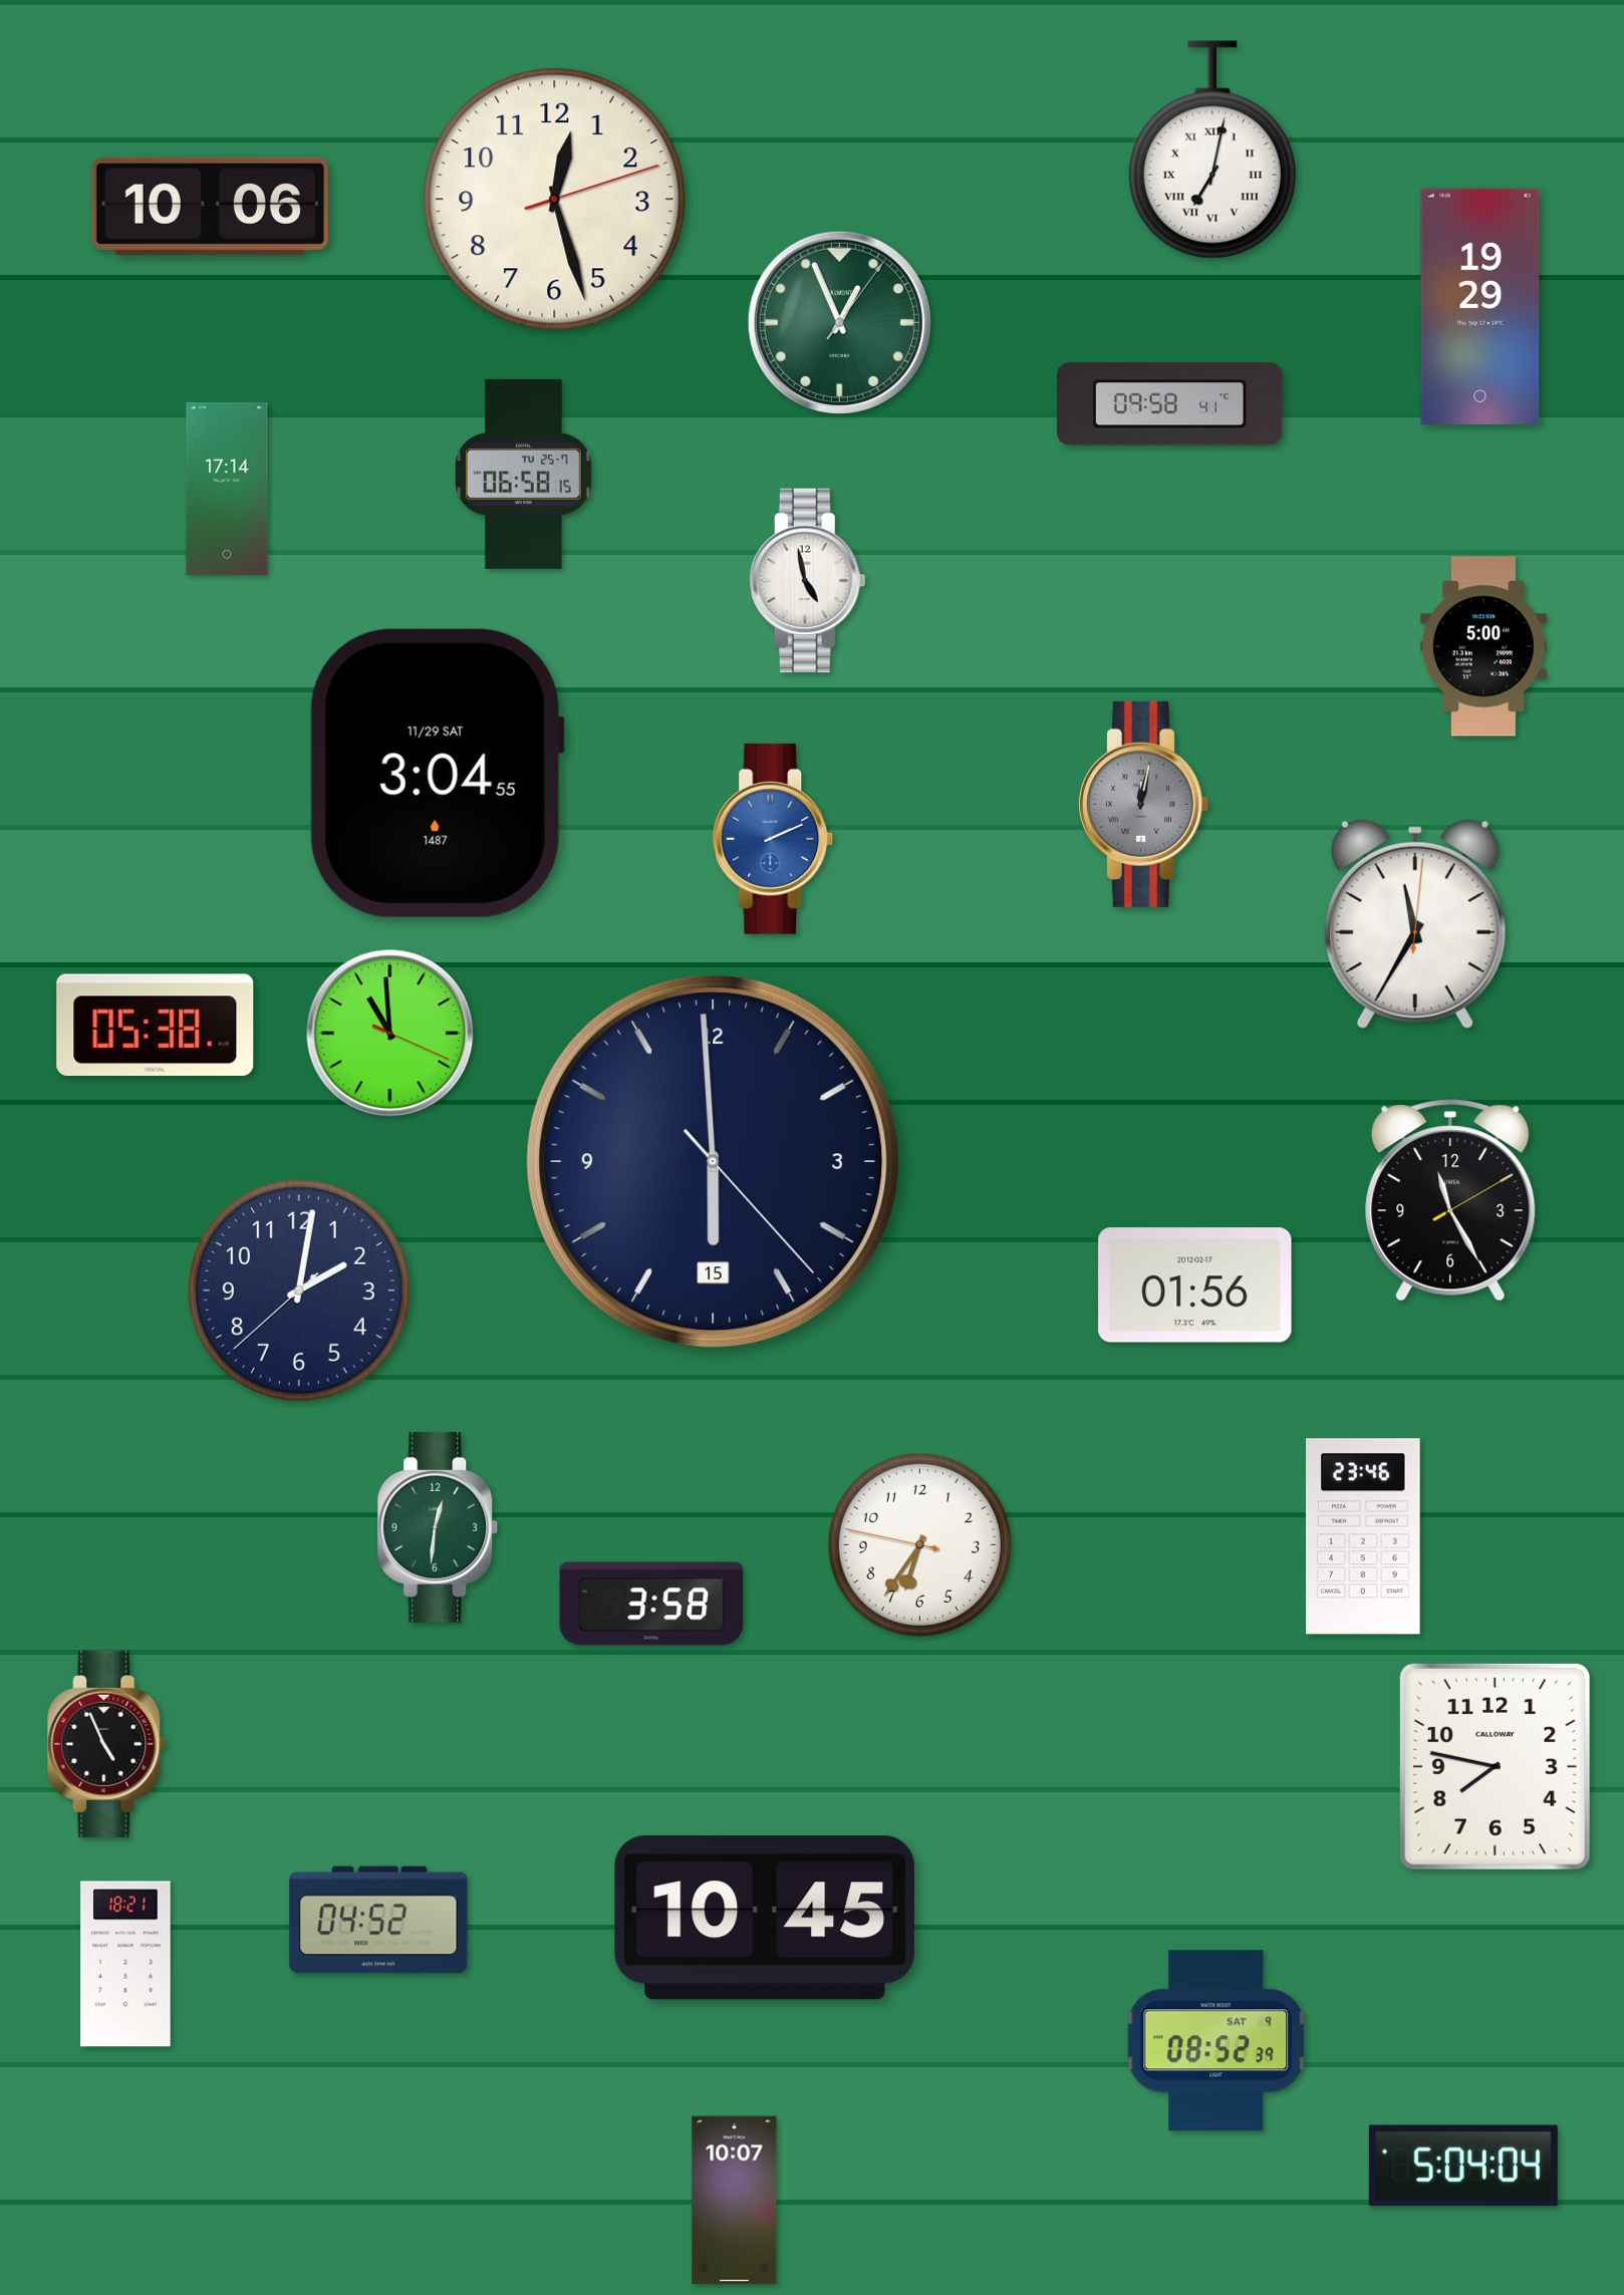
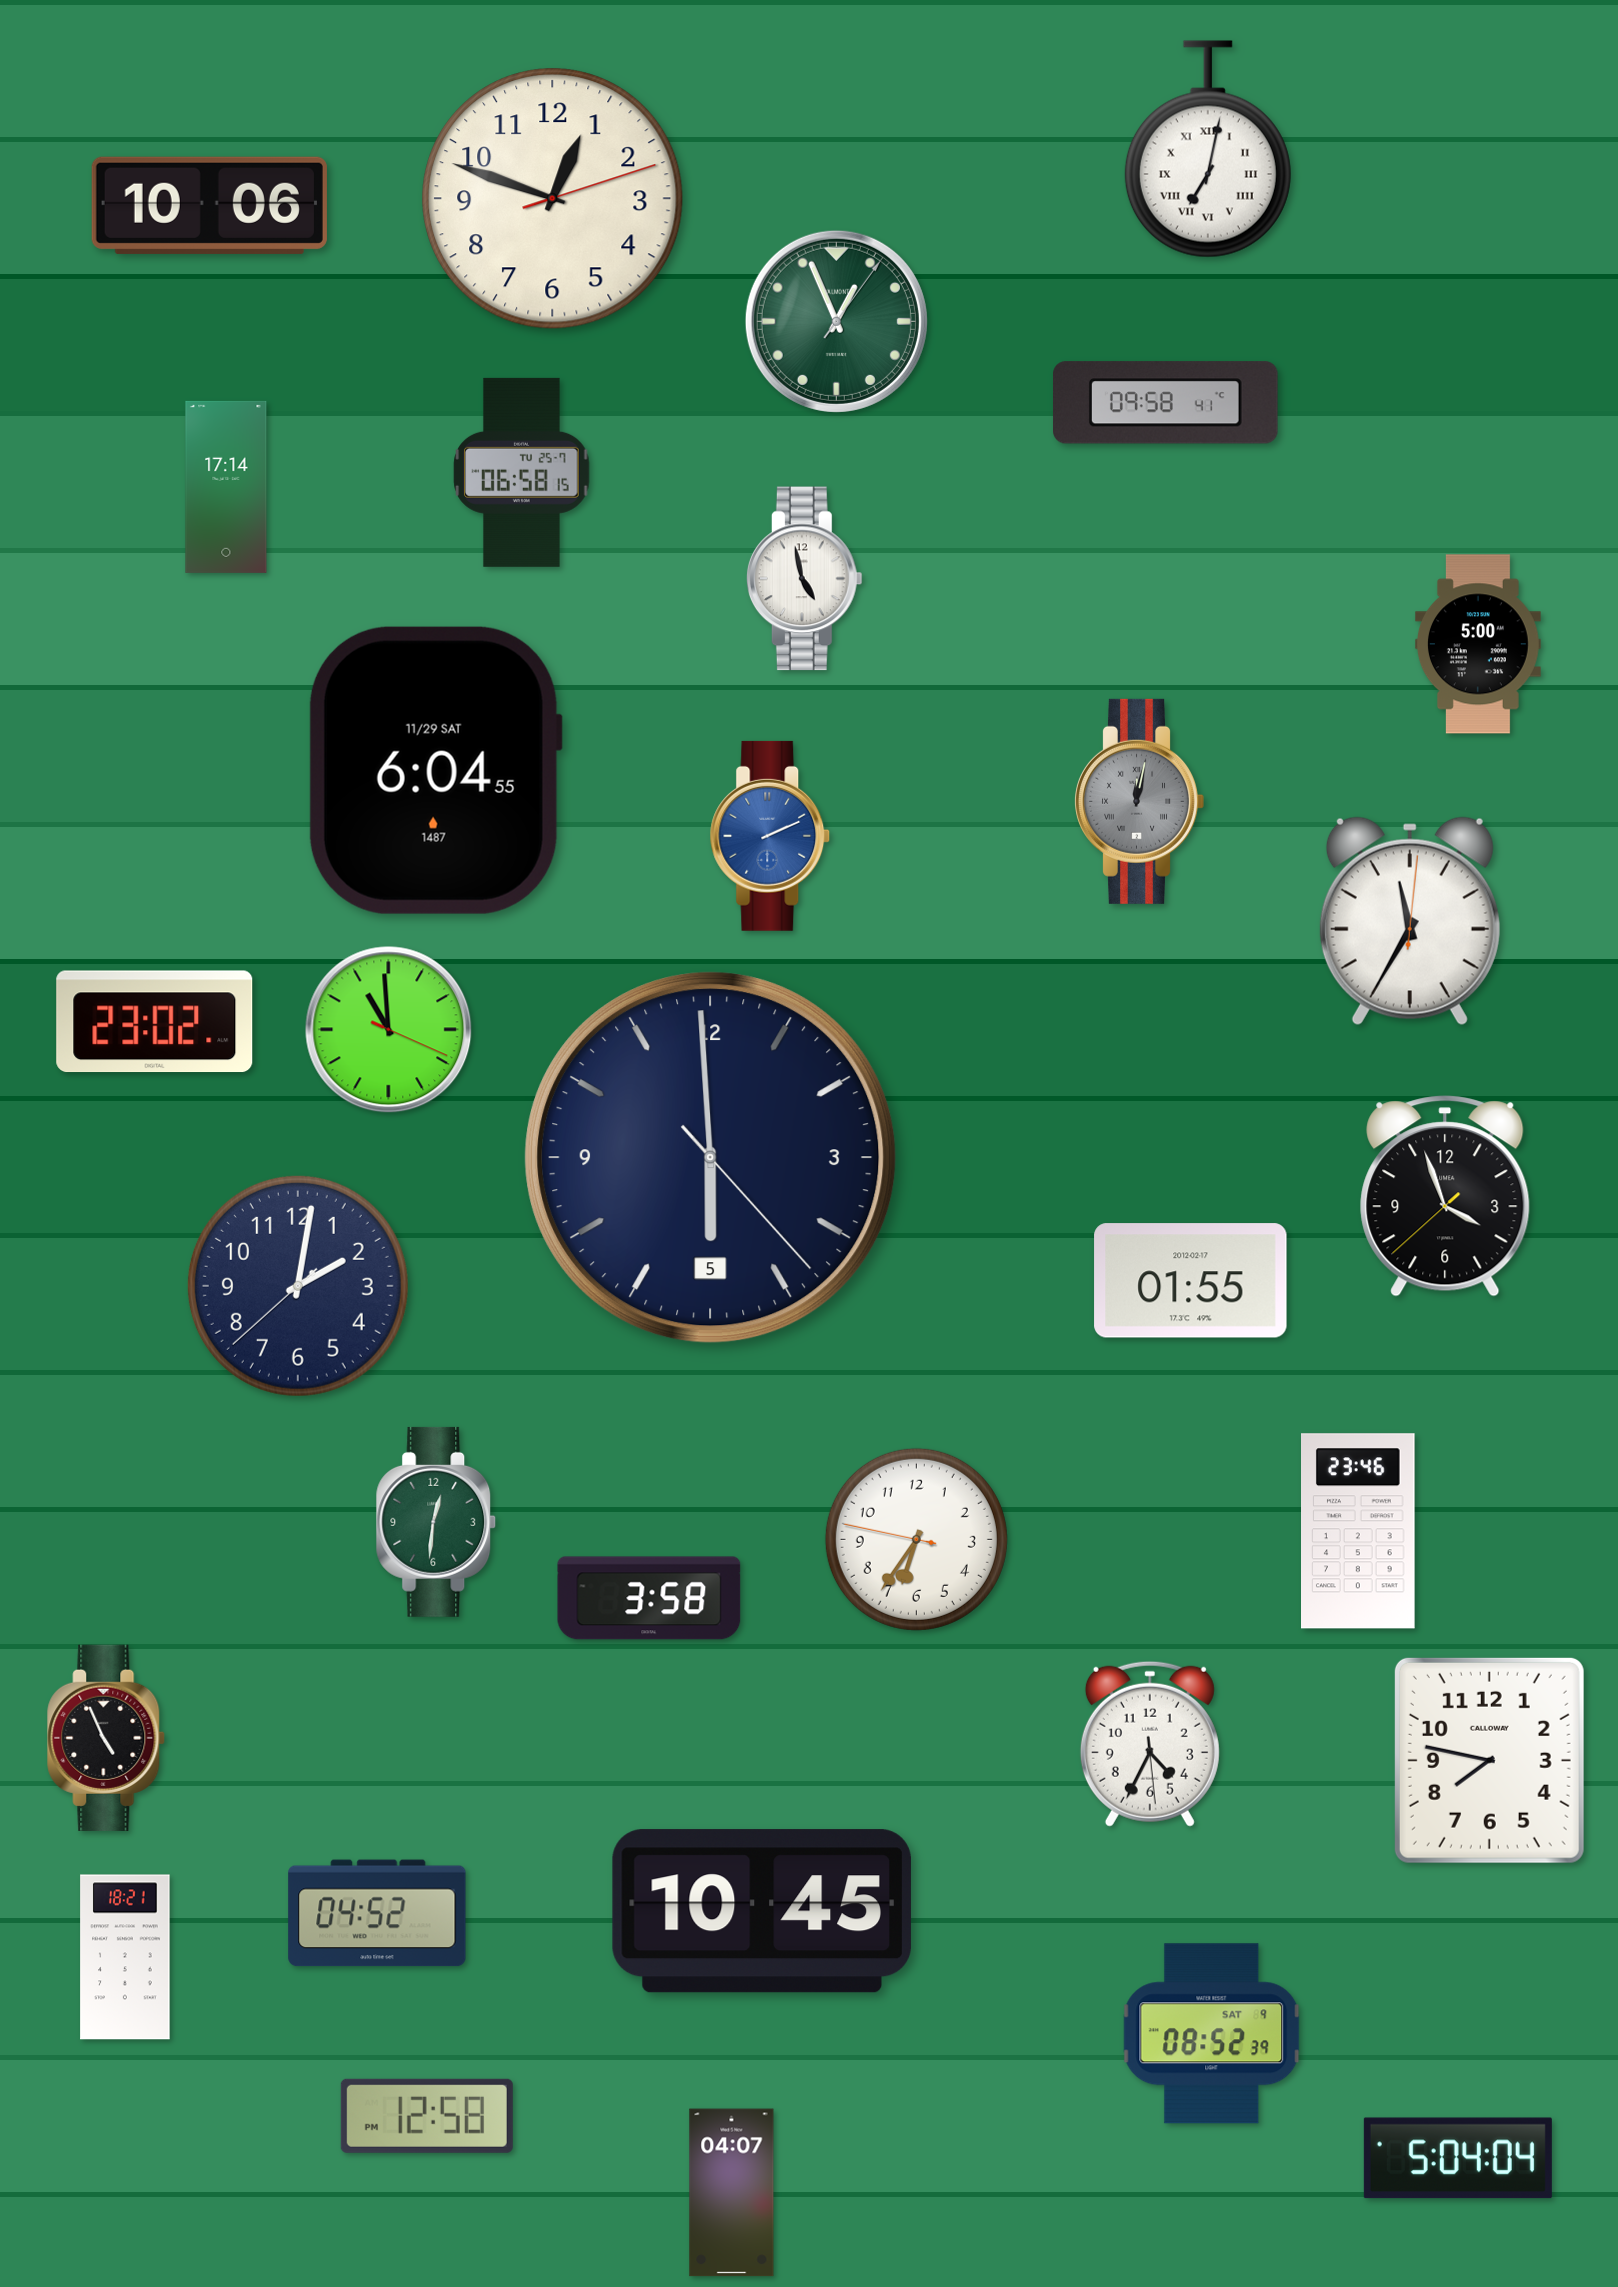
clock at (555, 200): 12:27 -> 12:48
clock at (1480, 306): 19:29 -> none
clock at (437, 773): 3:04 -> 6:04
clock at (156, 1026): 05:38 -> 23:02
clock at (714, 1162) date: 15 -> 5
clock at (1450, 1200): 11:25 -> 3:56
clock at (1195, 1285): 01:56 -> 01:55
clock at (1150, 1744): none -> 4:34
clock at (427, 2116): none -> 12:58
clock at (735, 2201): 10:07 -> 04:07
